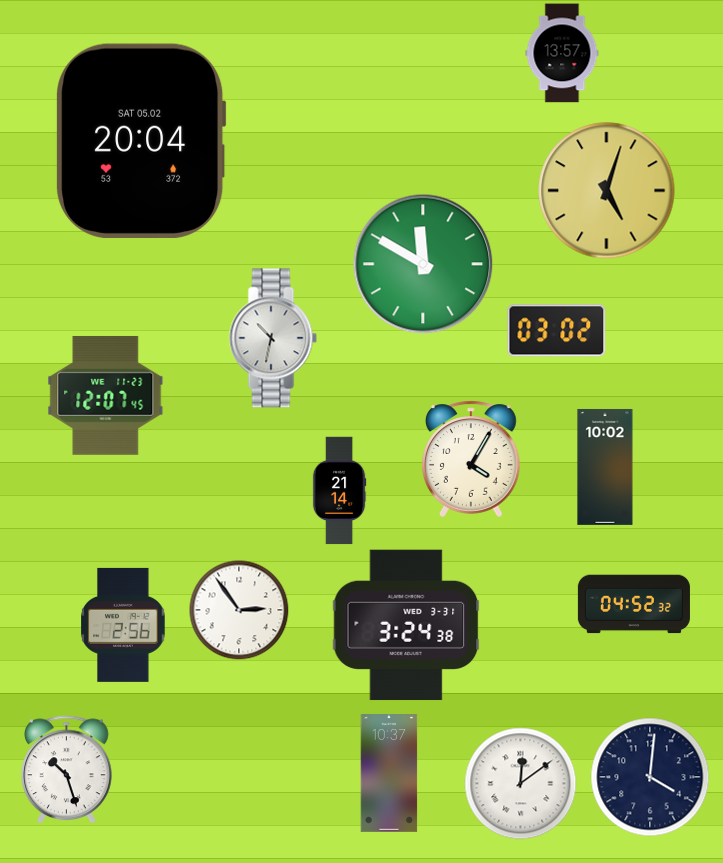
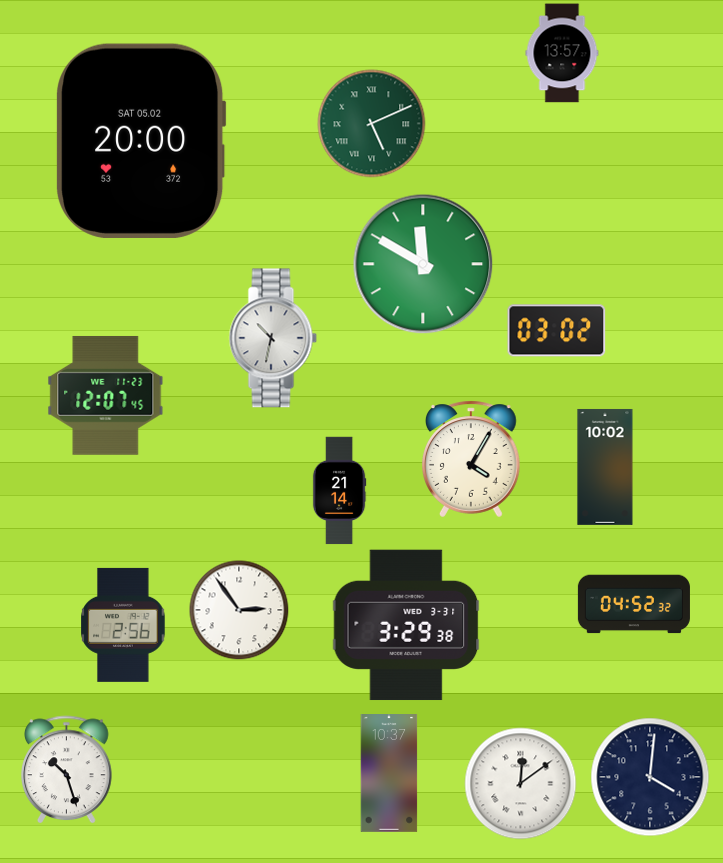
clock at (372, 124): none -> 5:11
clock at (142, 141): 20:04 -> 20:00
clock at (607, 191): 5:03 -> none
clock at (406, 625): 3:24 -> 3:29
